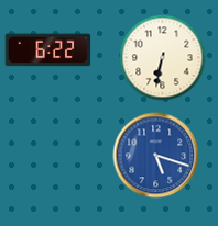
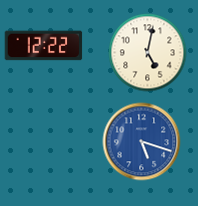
clock at (47, 50): 6:22 -> 12:22
clock at (162, 57): 6:32 -> 5:02
